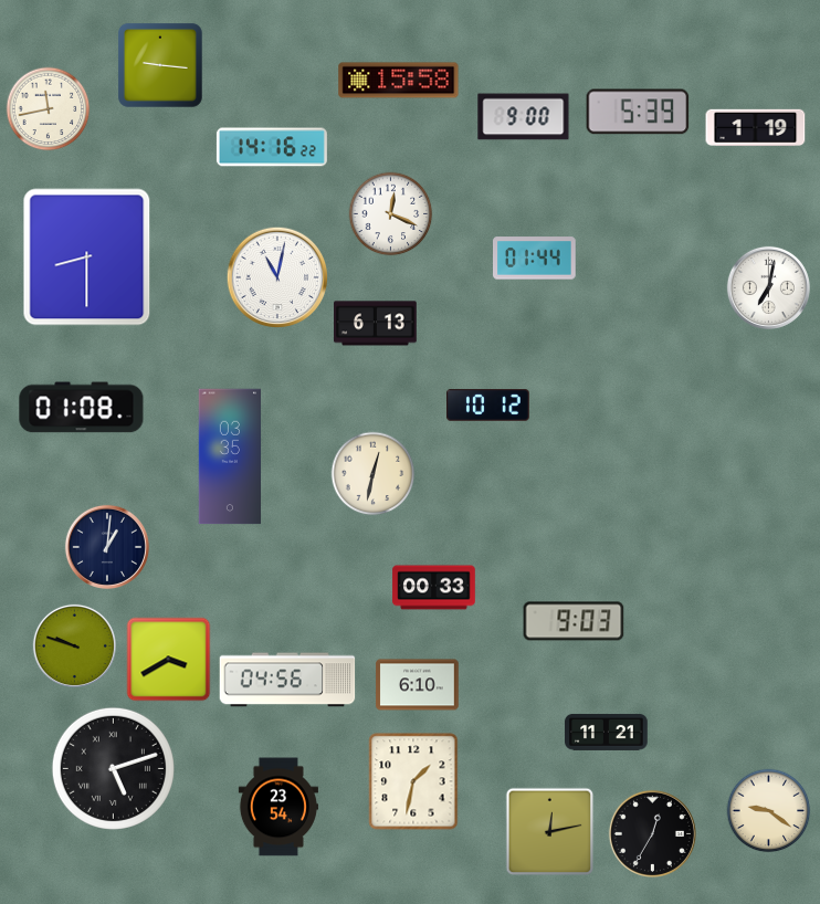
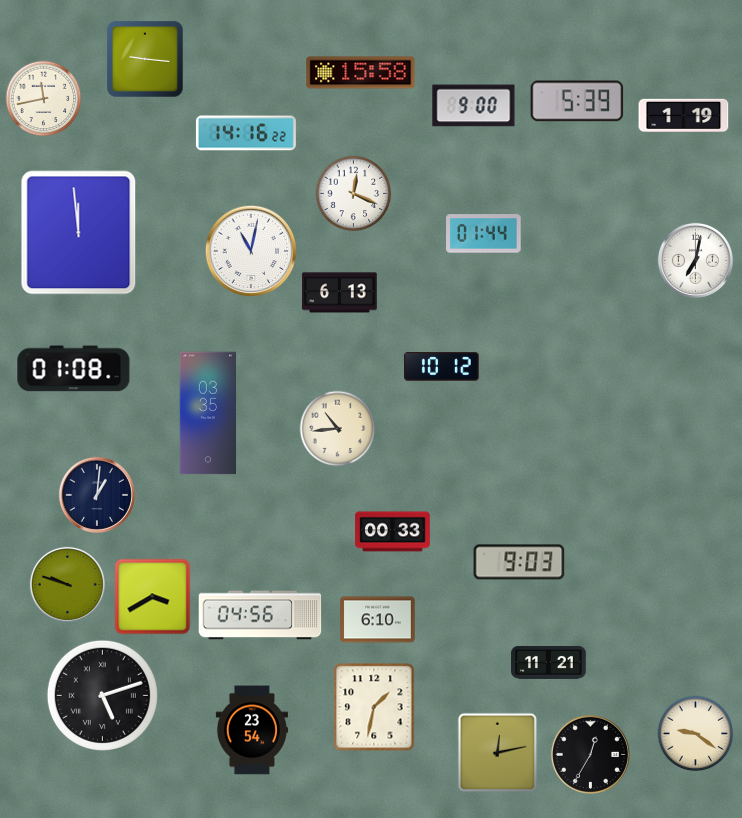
clock at (87, 257): 8:30 -> 11:59
clock at (374, 474): 12:32 -> 10:44
